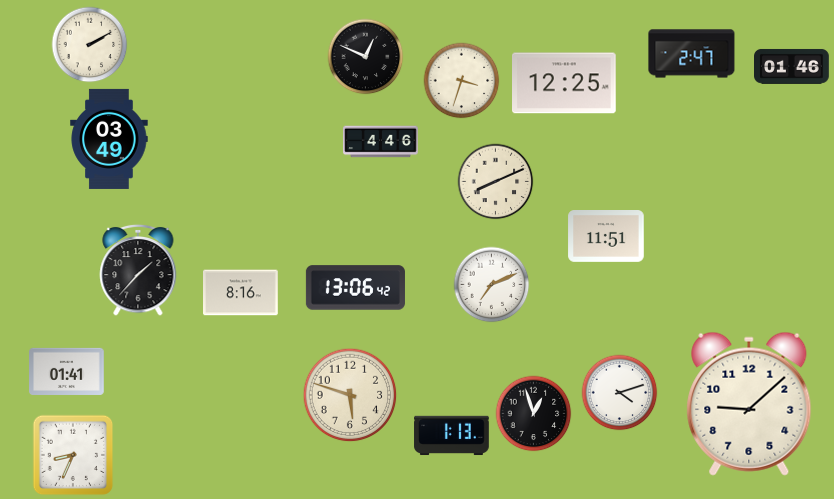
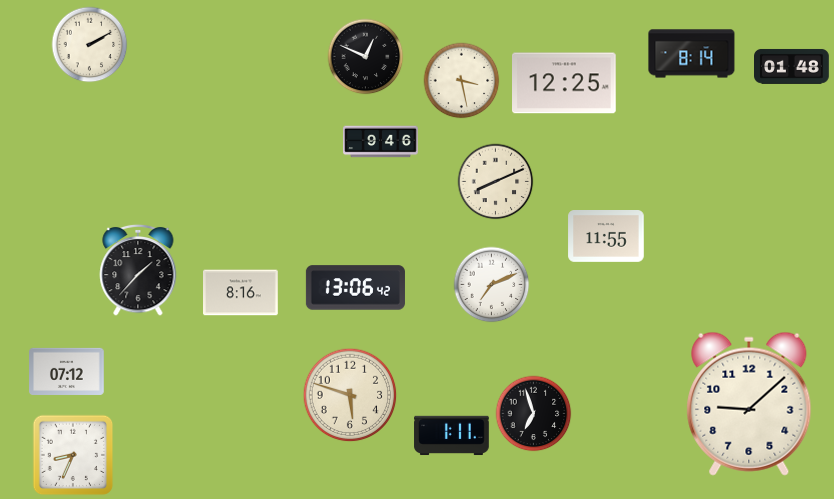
clock at (692, 54): 2:47 -> 8:14
clock at (792, 66): 01:46 -> 01:48
clock at (462, 81): 3:33 -> 3:28
clock at (109, 139): 03:49 -> none
clock at (381, 142): 4:46 -> 9:46
clock at (606, 237): 11:51 -> 11:55
clock at (67, 371): 01:41 -> 07:12
clock at (620, 393): 4:12 -> none
clock at (534, 414): 12:57 -> 6:57
clock at (452, 436): 1:13 -> 1:11
